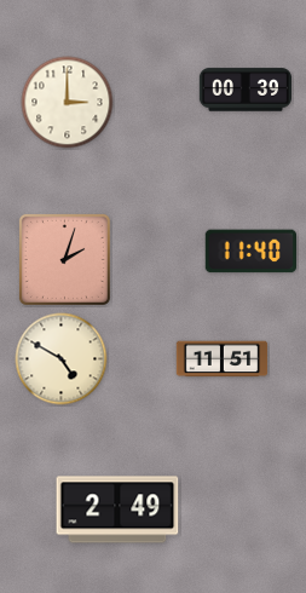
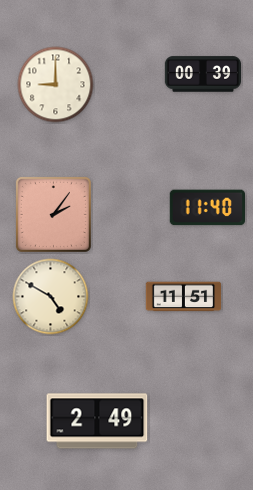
clock at (68, 103): 3:00 -> 9:00
clock at (64, 259): 2:03 -> 2:06
